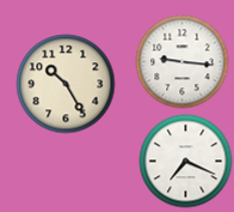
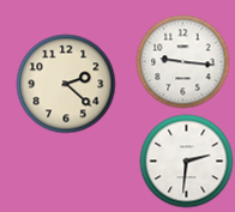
clock at (66, 84): 10:25 -> 2:22
clock at (185, 160): 7:19 -> 2:31
